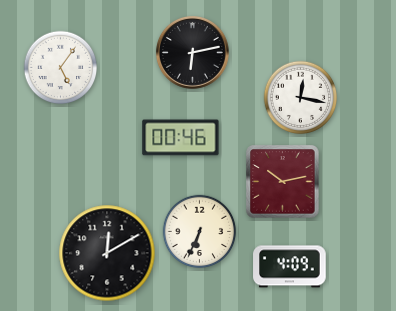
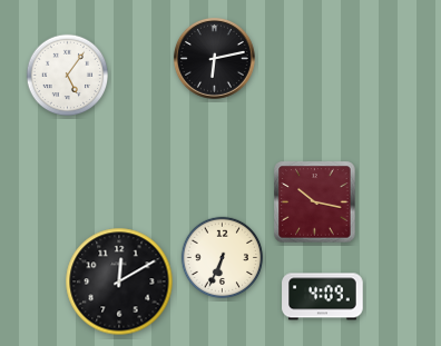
clock at (301, 98): 12:17 -> none
clock at (181, 138): 00:46 -> none
clock at (283, 182): 10:13 -> 10:17
